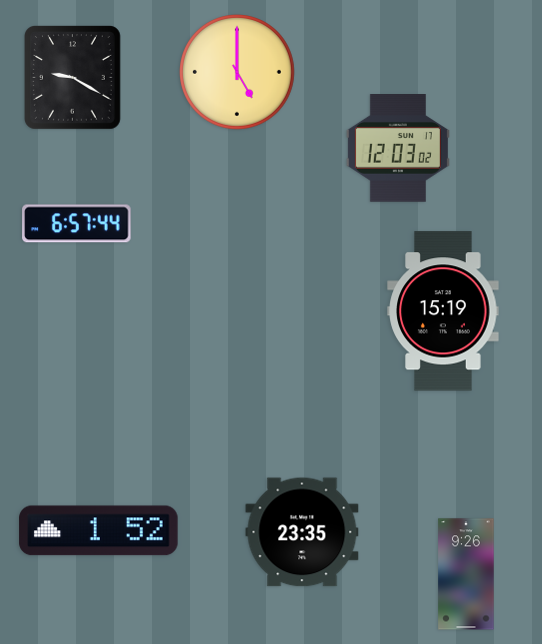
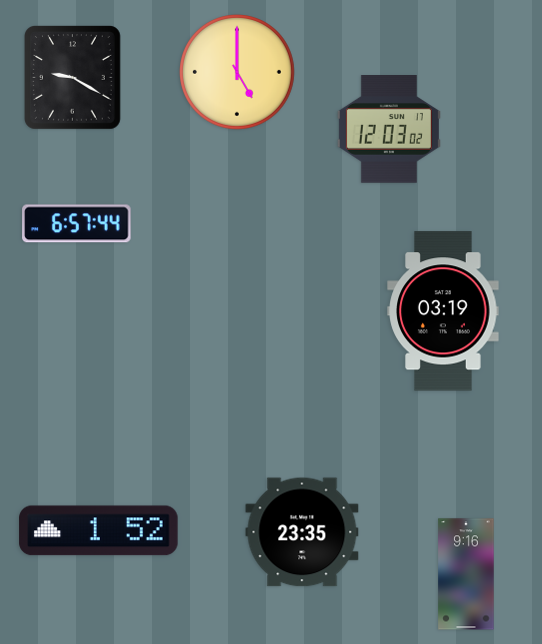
clock at (398, 149) position: (398, 149) -> (389, 130)
clock at (443, 311): 15:19 -> 03:19
clock at (466, 574): 9:26 -> 9:16
